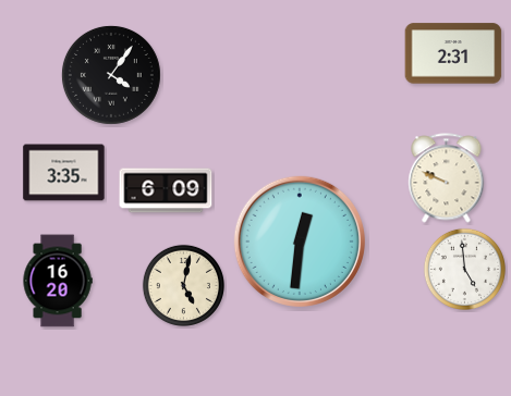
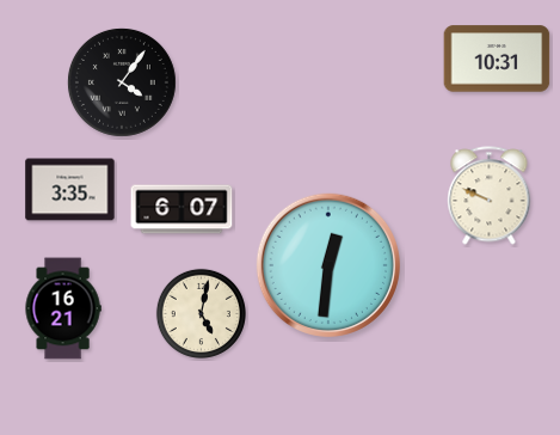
clock at (453, 53): 2:31 -> 10:31
clock at (166, 190): 6:09 -> 6:07
clock at (464, 269): 4:59 -> none
clock at (58, 281): 16:20 -> 16:21
